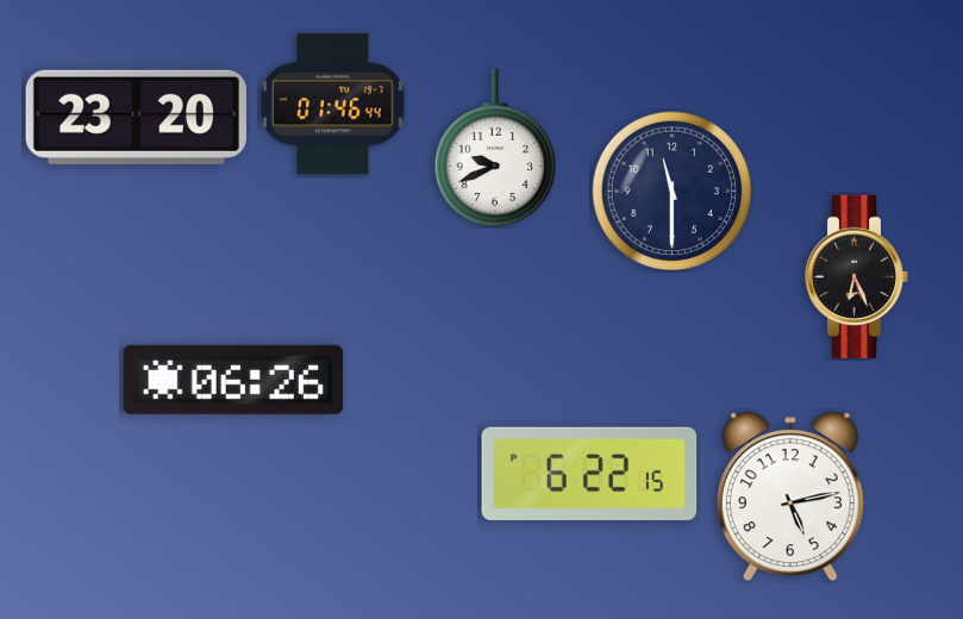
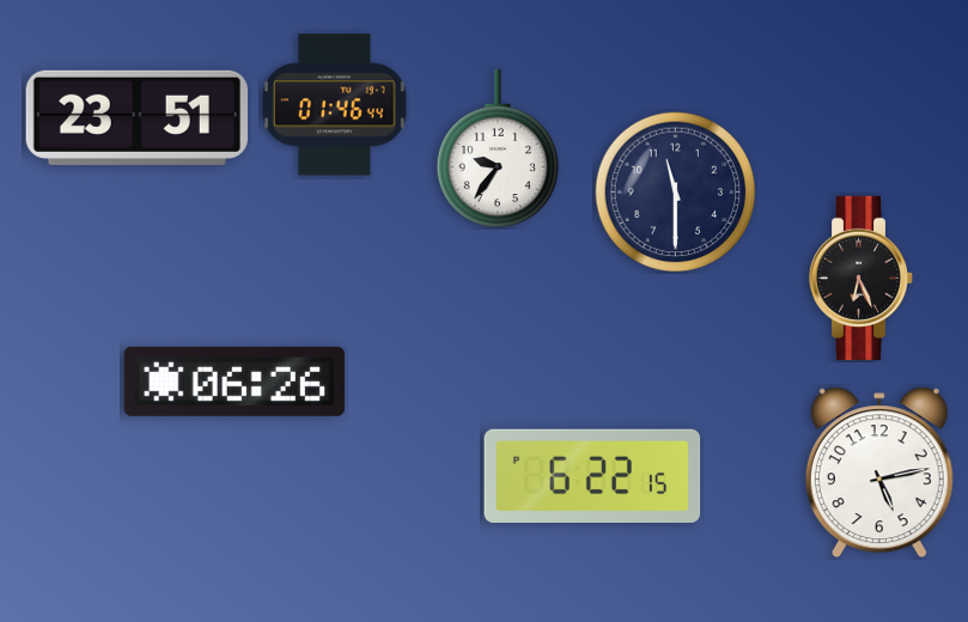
clock at (136, 117): 23:20 -> 23:51
clock at (495, 148): 9:41 -> 9:36
clock at (790, 496) position: (790, 496) -> (879, 472)
